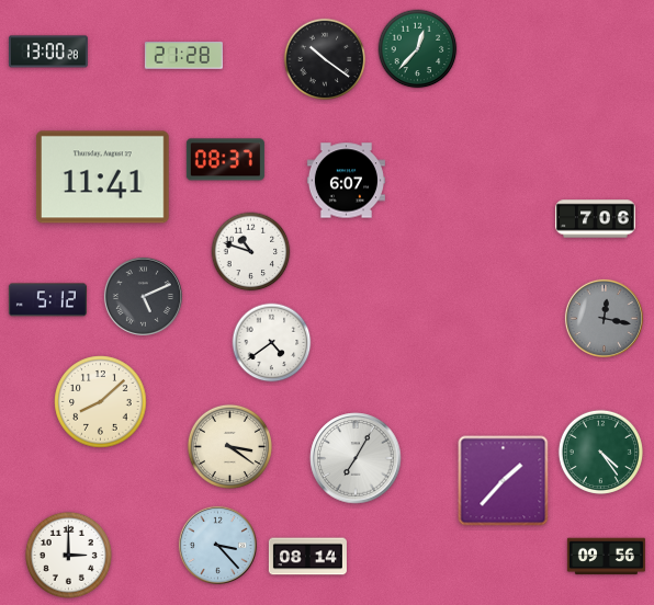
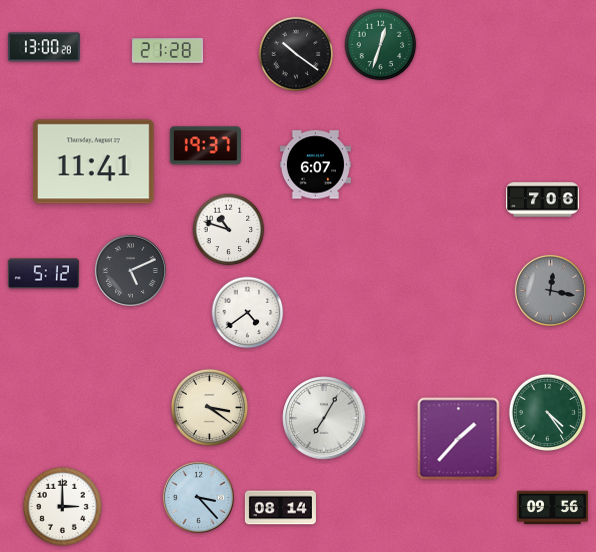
clock at (418, 49): 12:37 -> 12:33
clock at (225, 160): 08:37 -> 19:37
clock at (101, 402): 8:08 -> none
